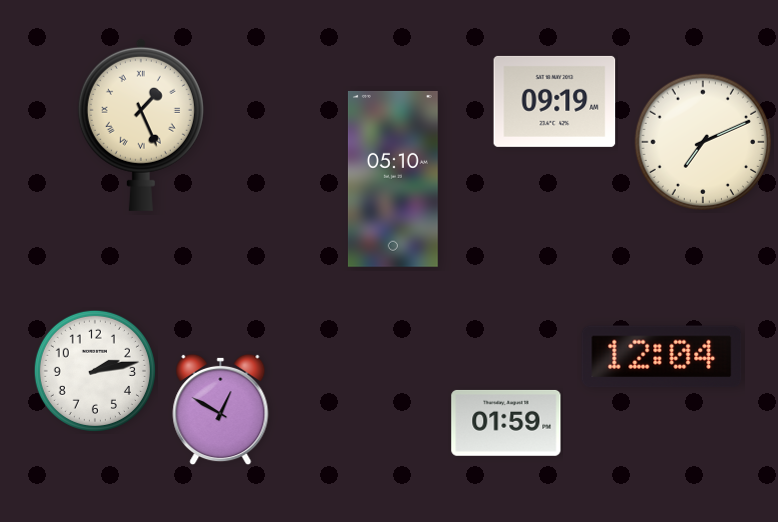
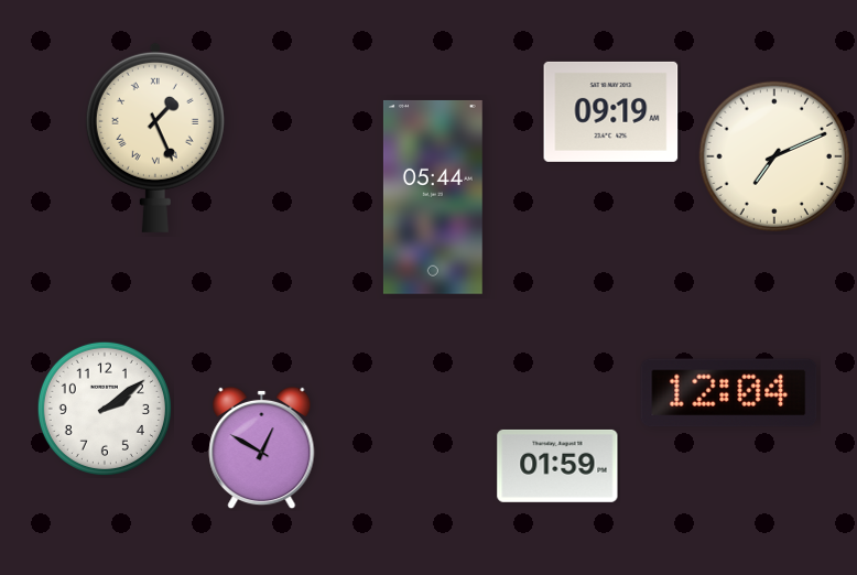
clock at (393, 179): 05:10 -> 05:44
clock at (95, 371): 2:13 -> 2:09
clock at (221, 410) position: (221, 410) -> (262, 448)
